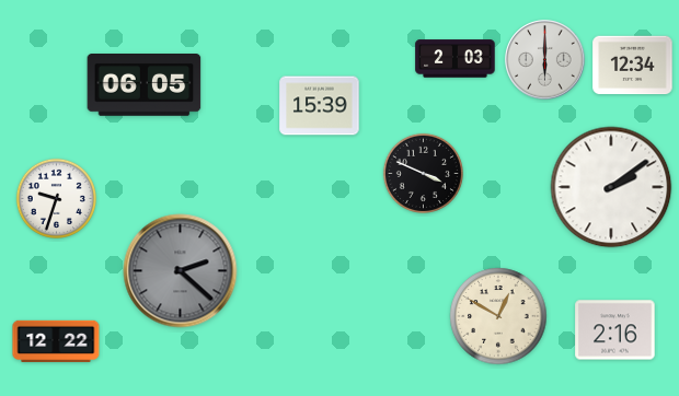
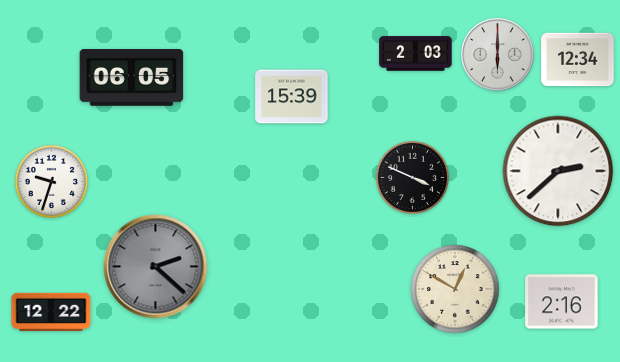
clock at (423, 173) position: (423, 173) -> (412, 177)
clock at (611, 187): 2:09 -> 2:38
clock at (181, 271) position: (181, 271) -> (156, 267)
